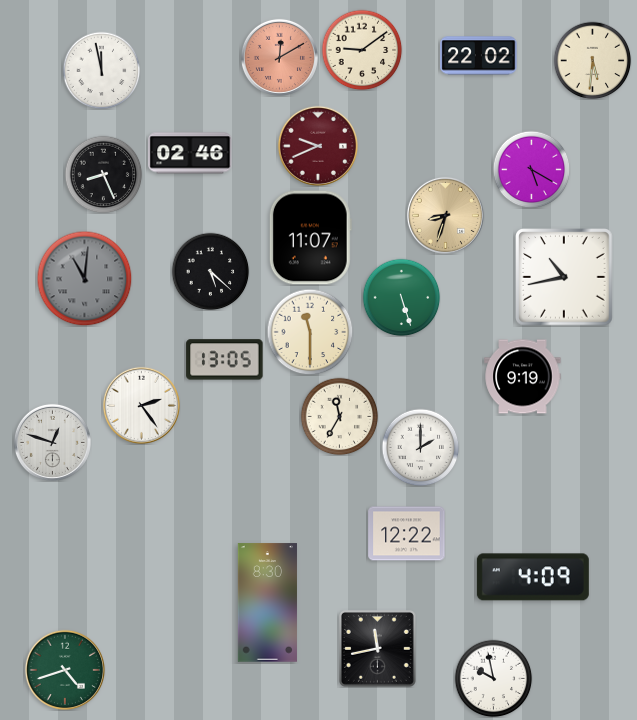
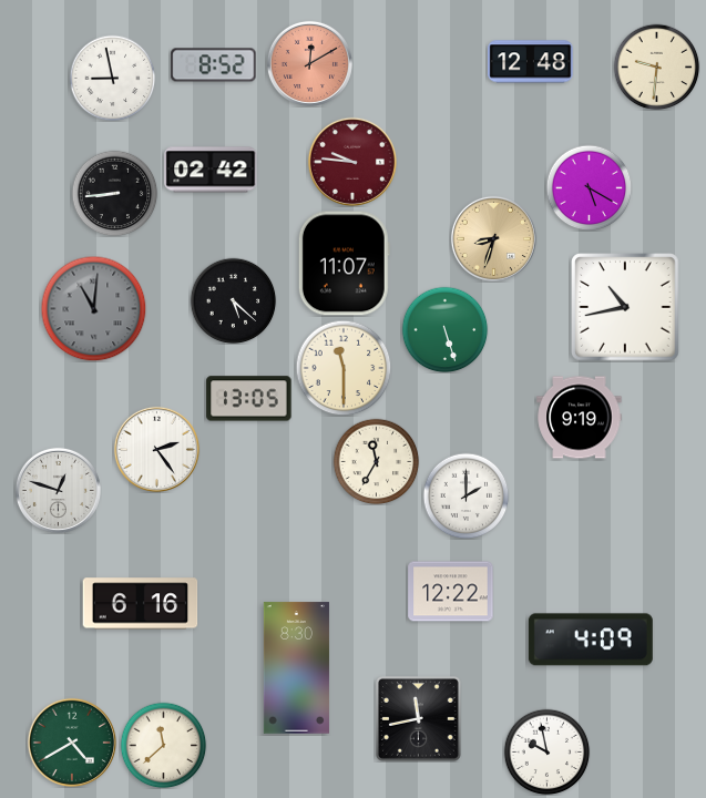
clock at (362, 50): 9:09 -> none
clock at (479, 56): 22:02 -> 12:48
clock at (214, 65): none -> 8:52
clock at (592, 60): 5:31 -> 9:31
clock at (101, 70): 11:58 -> 8:58
clock at (317, 145): 9:41 -> 9:46
clock at (190, 153): 02:46 -> 02:42
clock at (103, 174): 8:26 -> 8:44
clock at (141, 604): none -> 6:16
clock at (64, 669): 4:42 -> 4:40
clock at (163, 745): none -> 11:38
